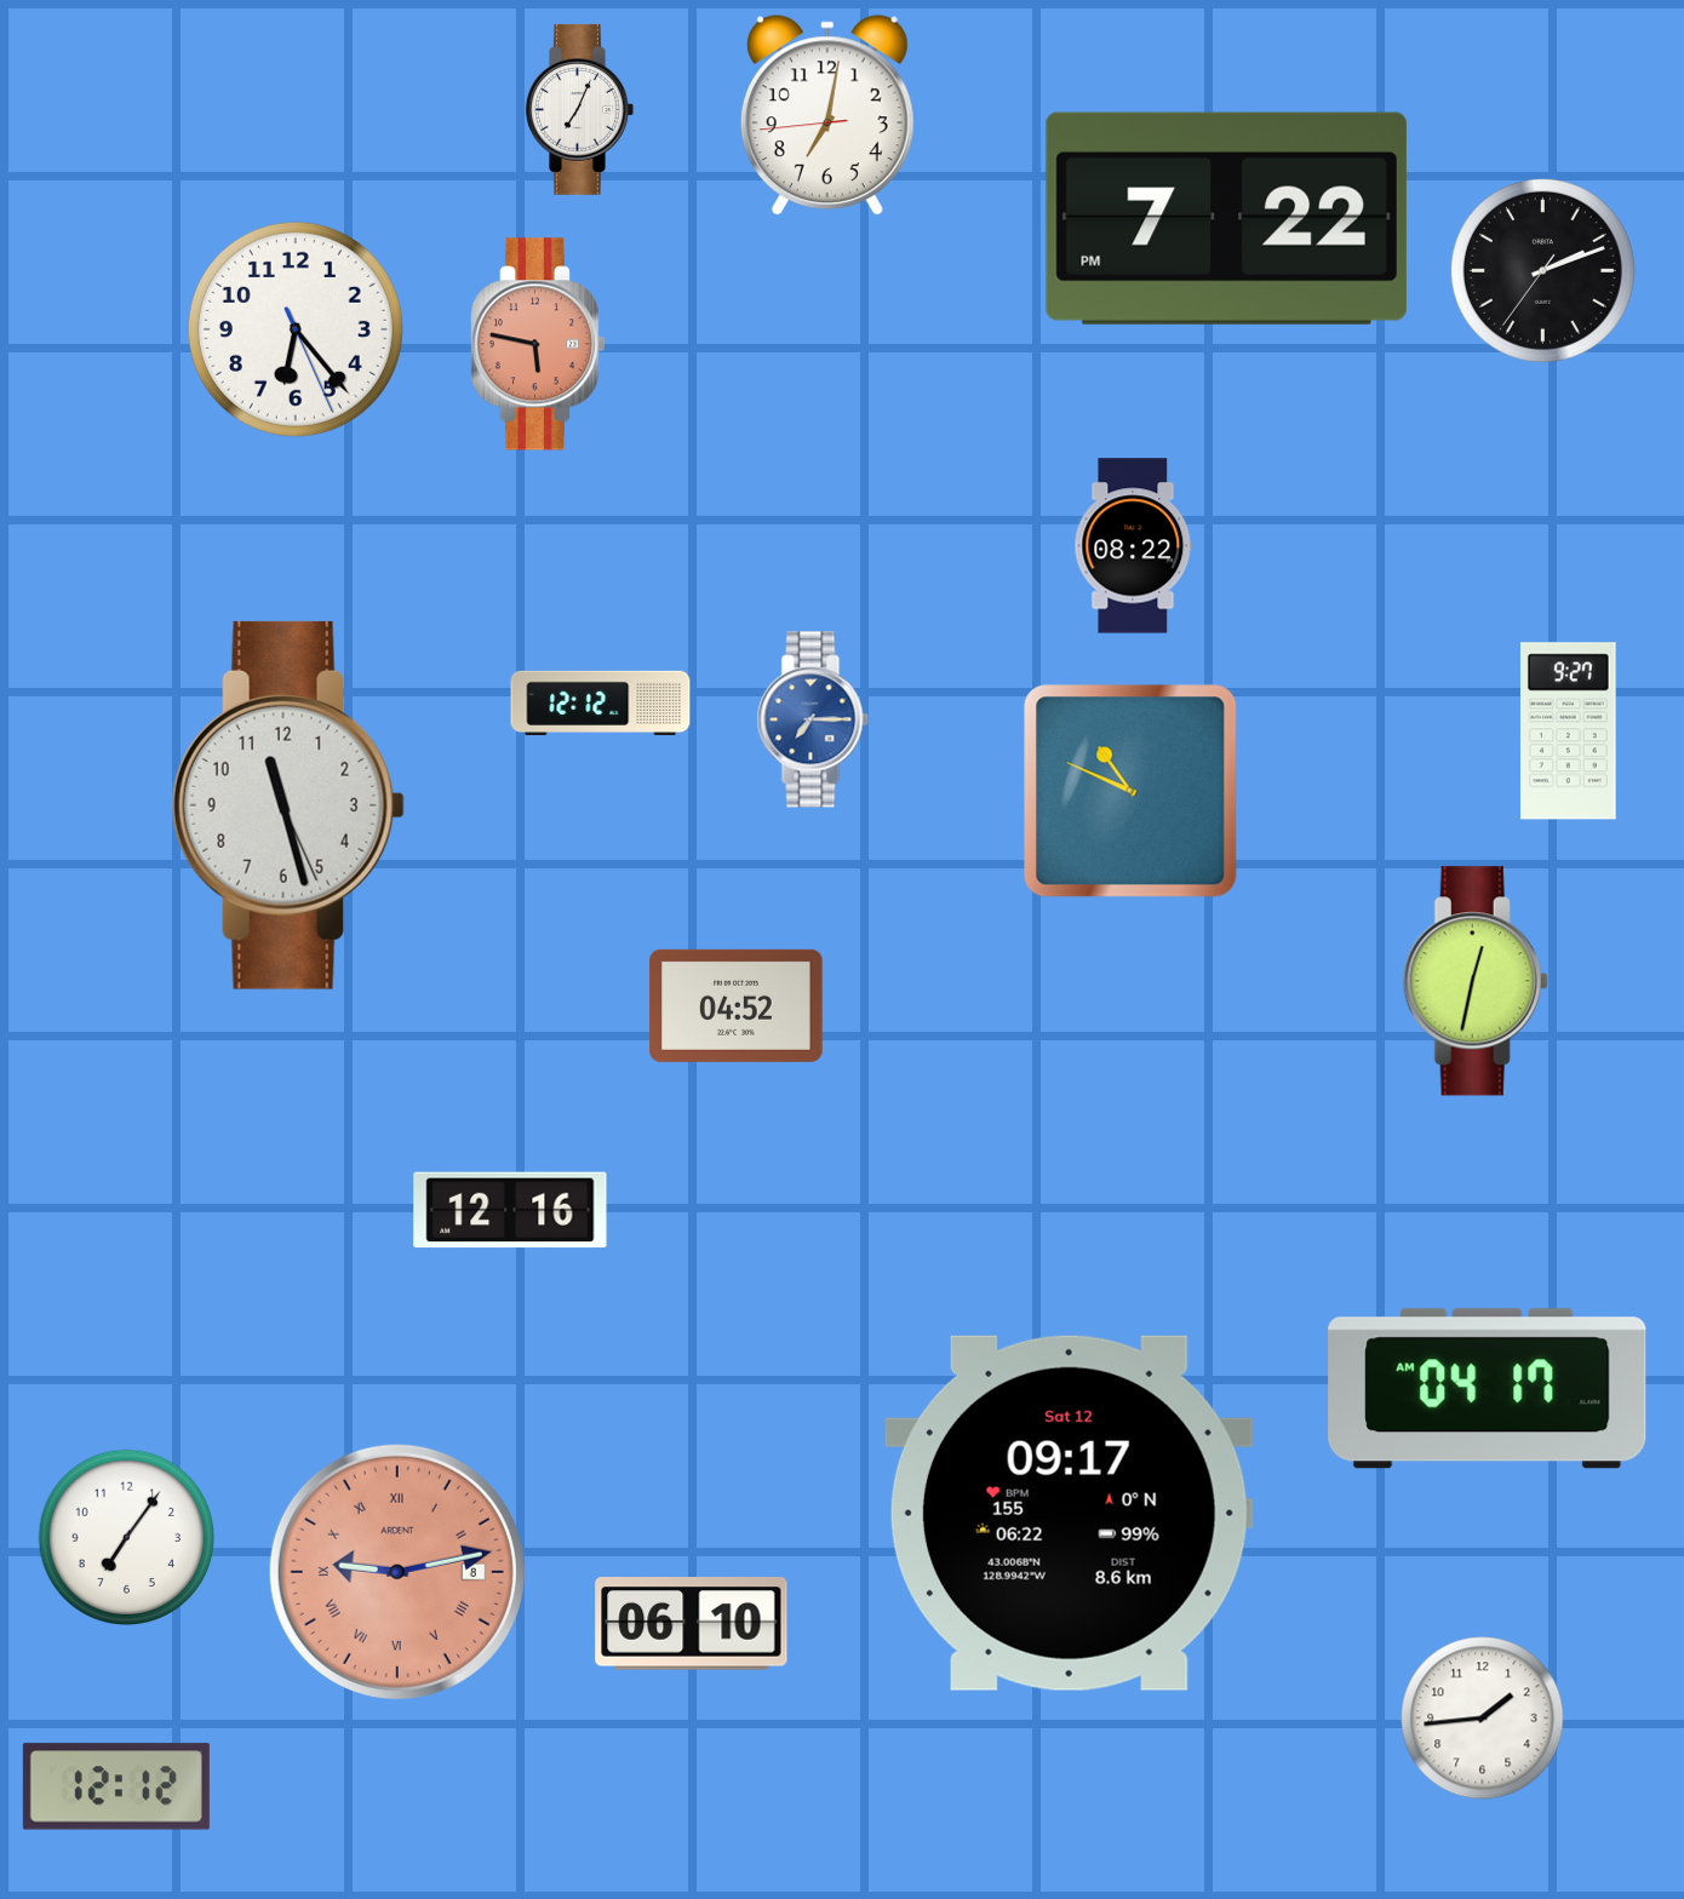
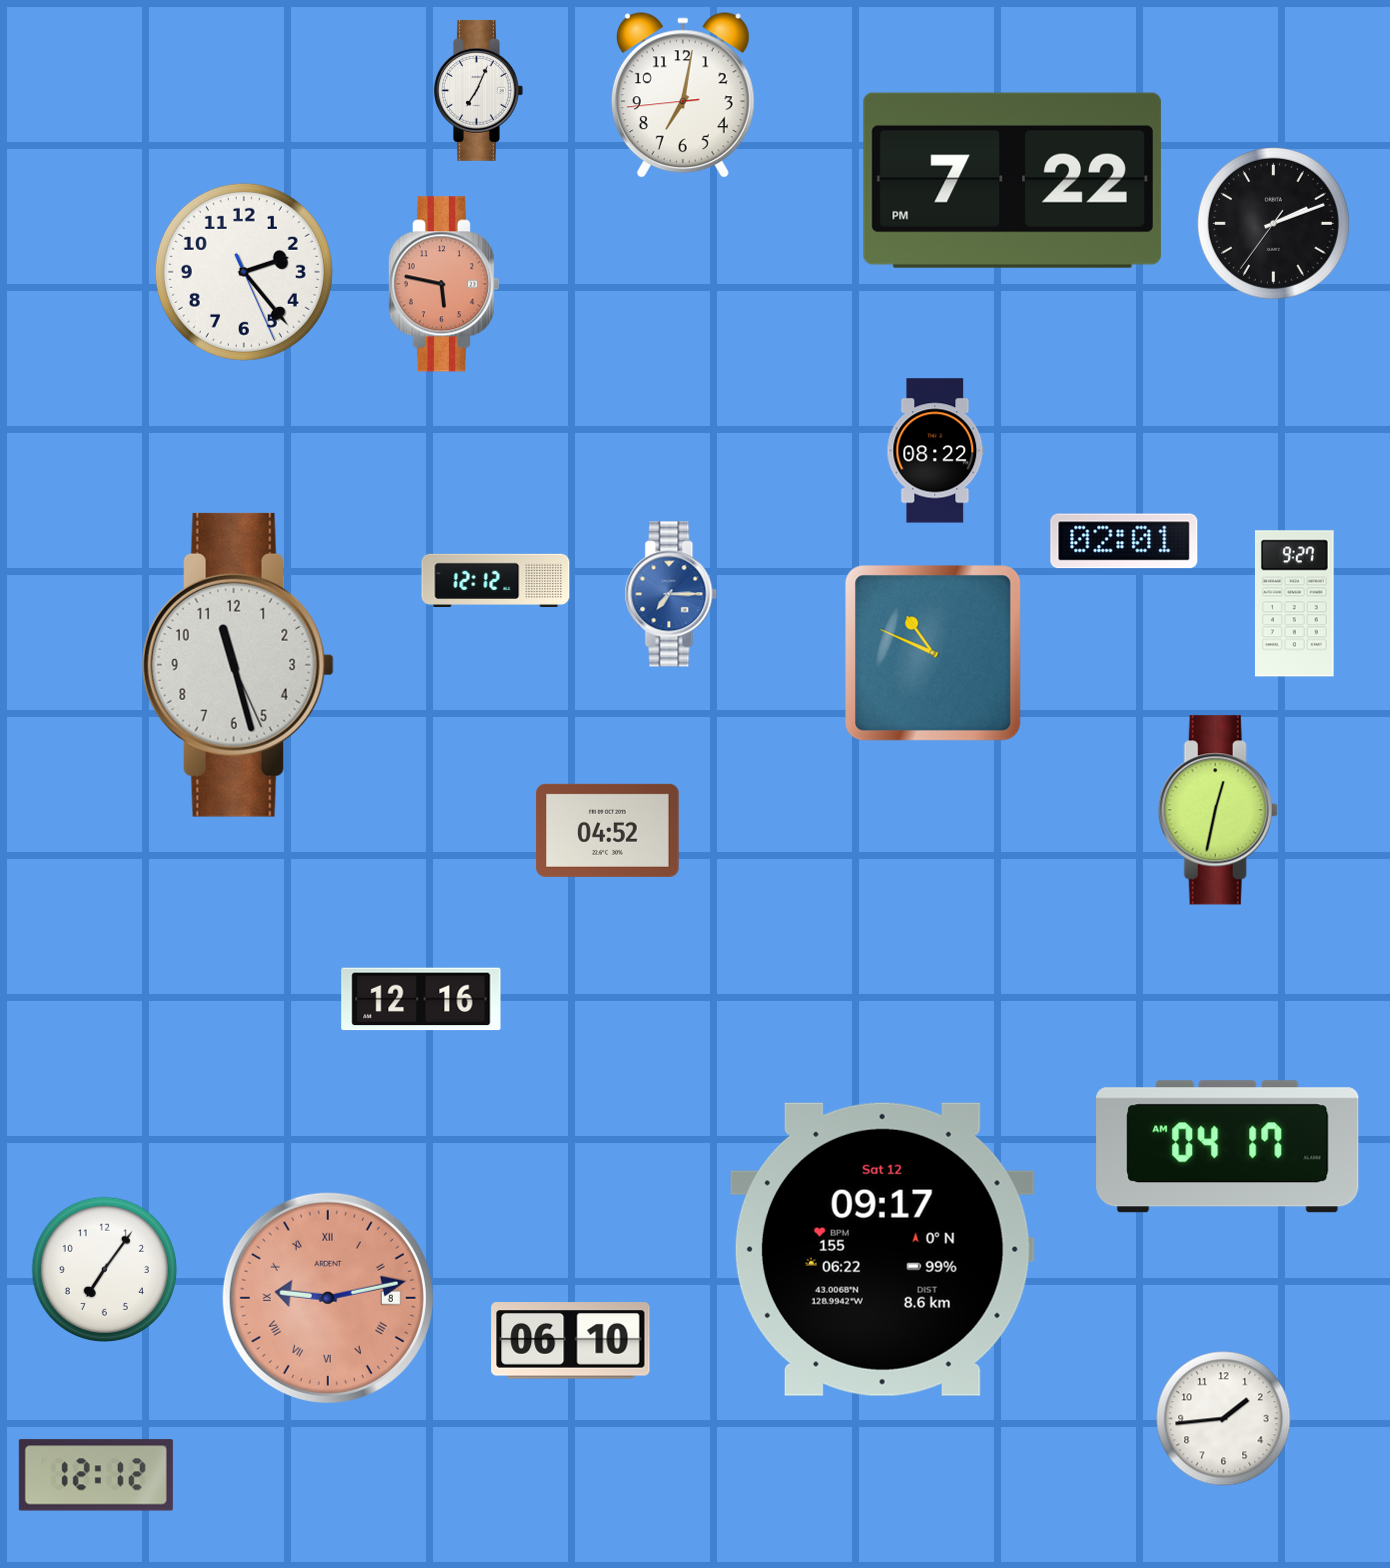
clock at (296, 329): 6:23 -> 2:23
clock at (1124, 541): none -> 02:01
